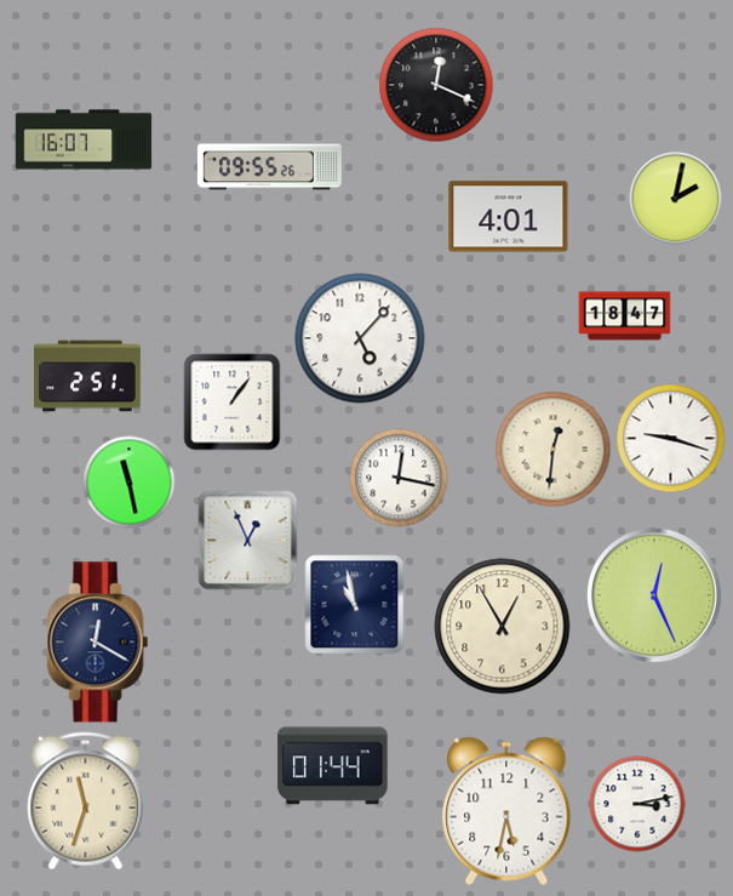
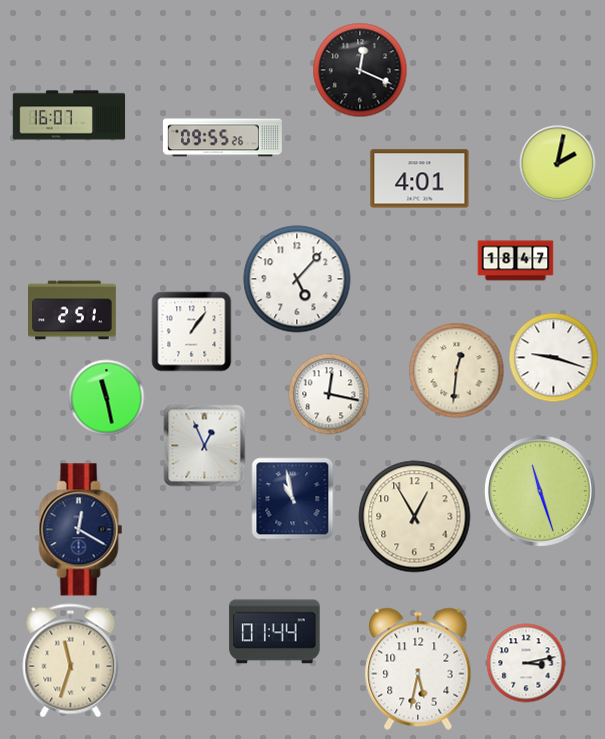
clock at (671, 439) position: (671, 439) -> (554, 358)
clock at (655, 597): 12:26 -> 11:27
